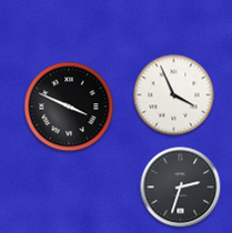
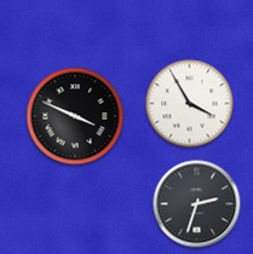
clock at (174, 95): 3:56 -> 3:55
